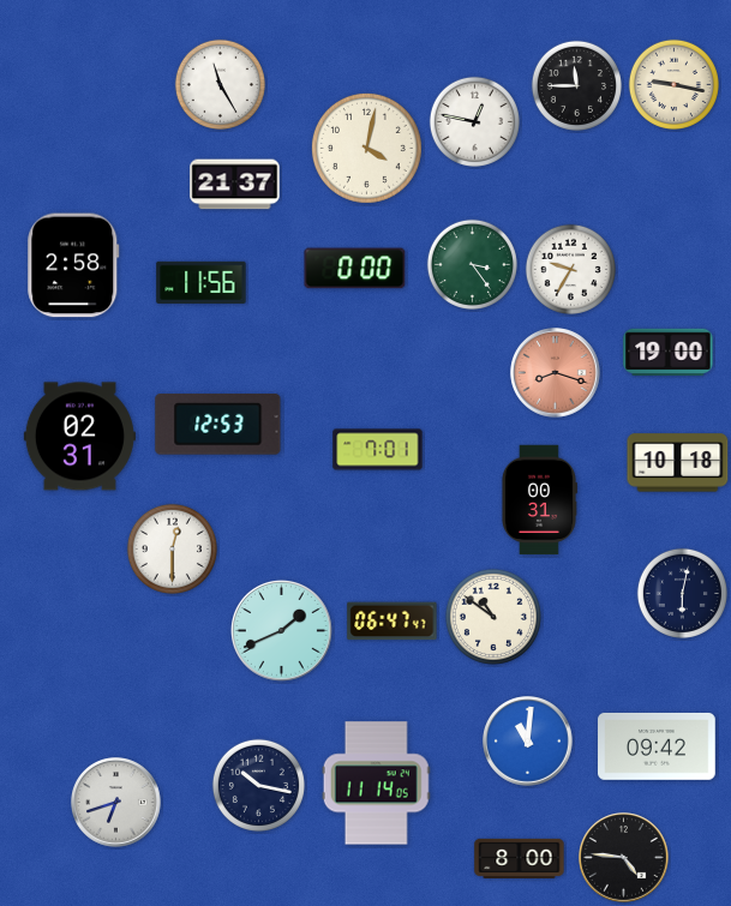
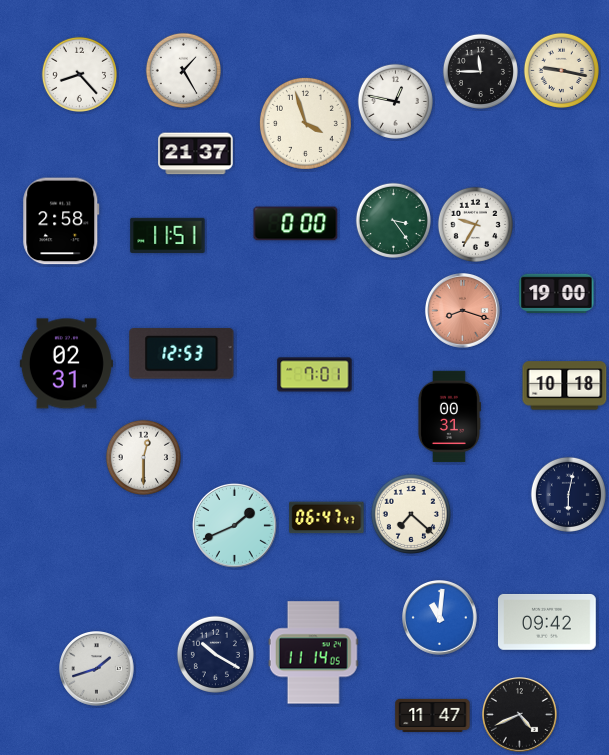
clock at (220, 84): 11:25 -> 1:25
clock at (79, 74): none -> 8:23
clock at (366, 148): 4:02 -> 3:57
clock at (202, 282): 11:56 -> 11:51
clock at (493, 617): 10:51 -> 7:22
clock at (258, 785): 10:17 -> 10:20
clock at (116, 803): 6:42 -> 1:42
clock at (520, 858): 8:00 -> 11:47
clock at (624, 858): 4:46 -> 4:41
